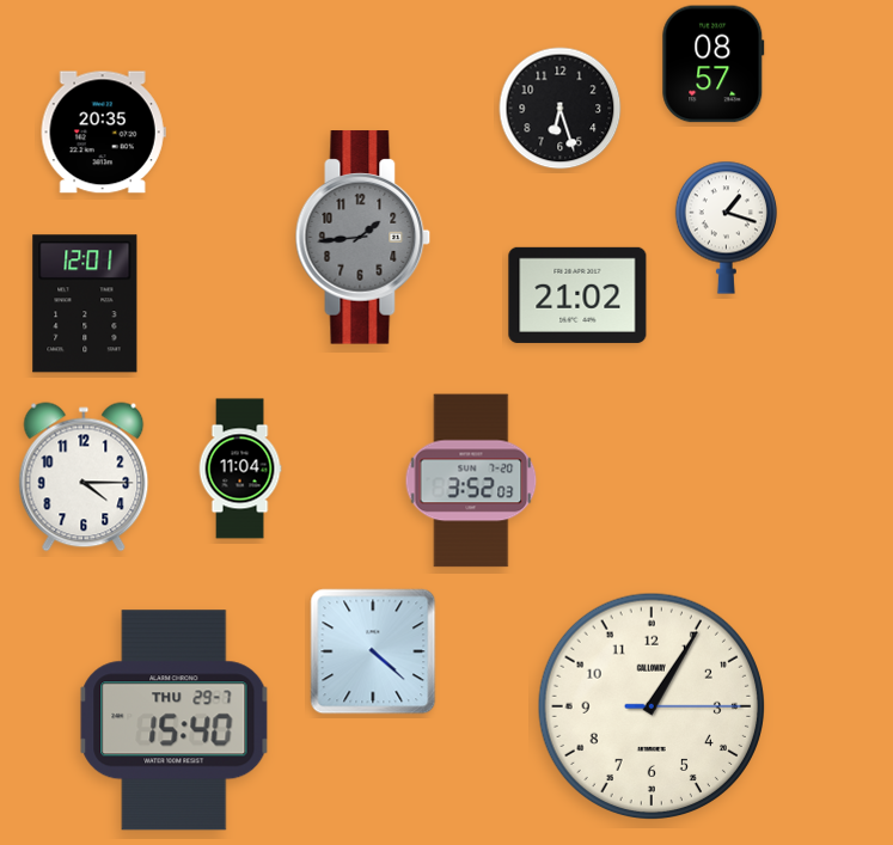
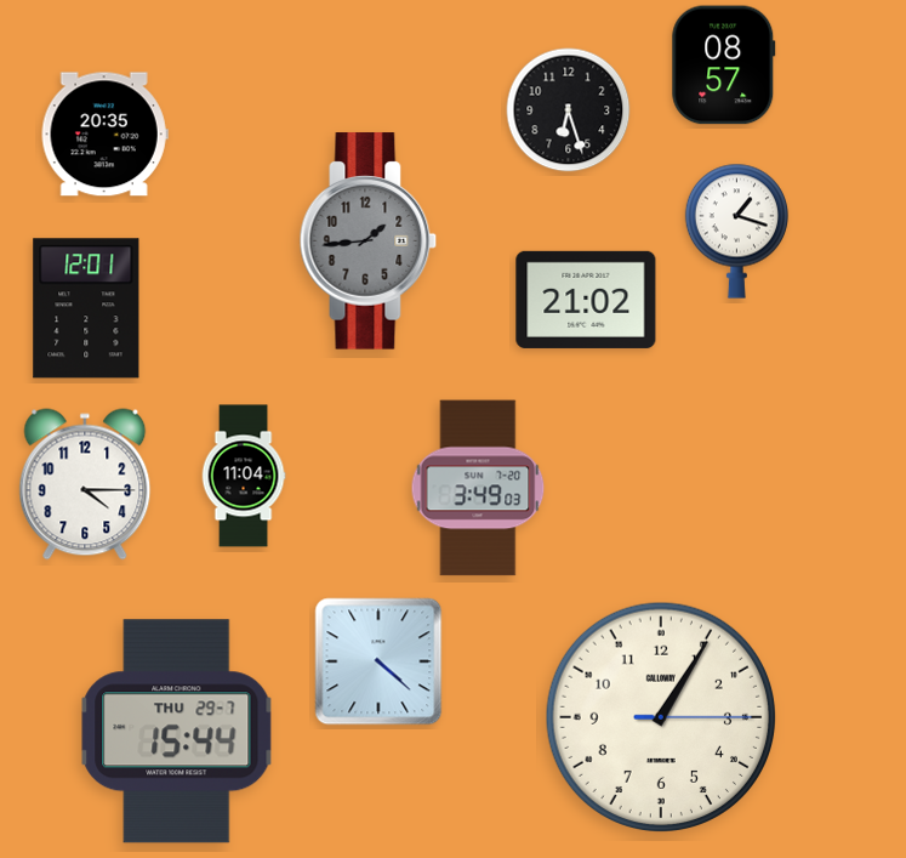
clock at (471, 480): 3:52 -> 3:49
clock at (175, 721): 15:40 -> 15:44
